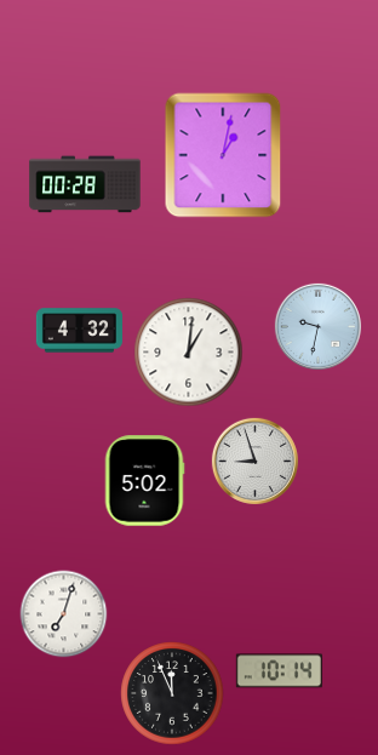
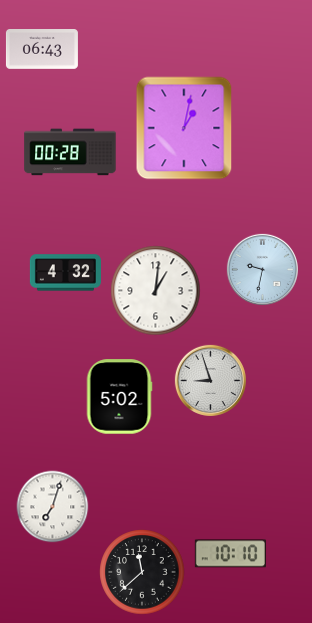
clock at (42, 50): none -> 06:43
clock at (279, 671): 10:14 -> 10:10
clock at (172, 693): 11:56 -> 11:38
